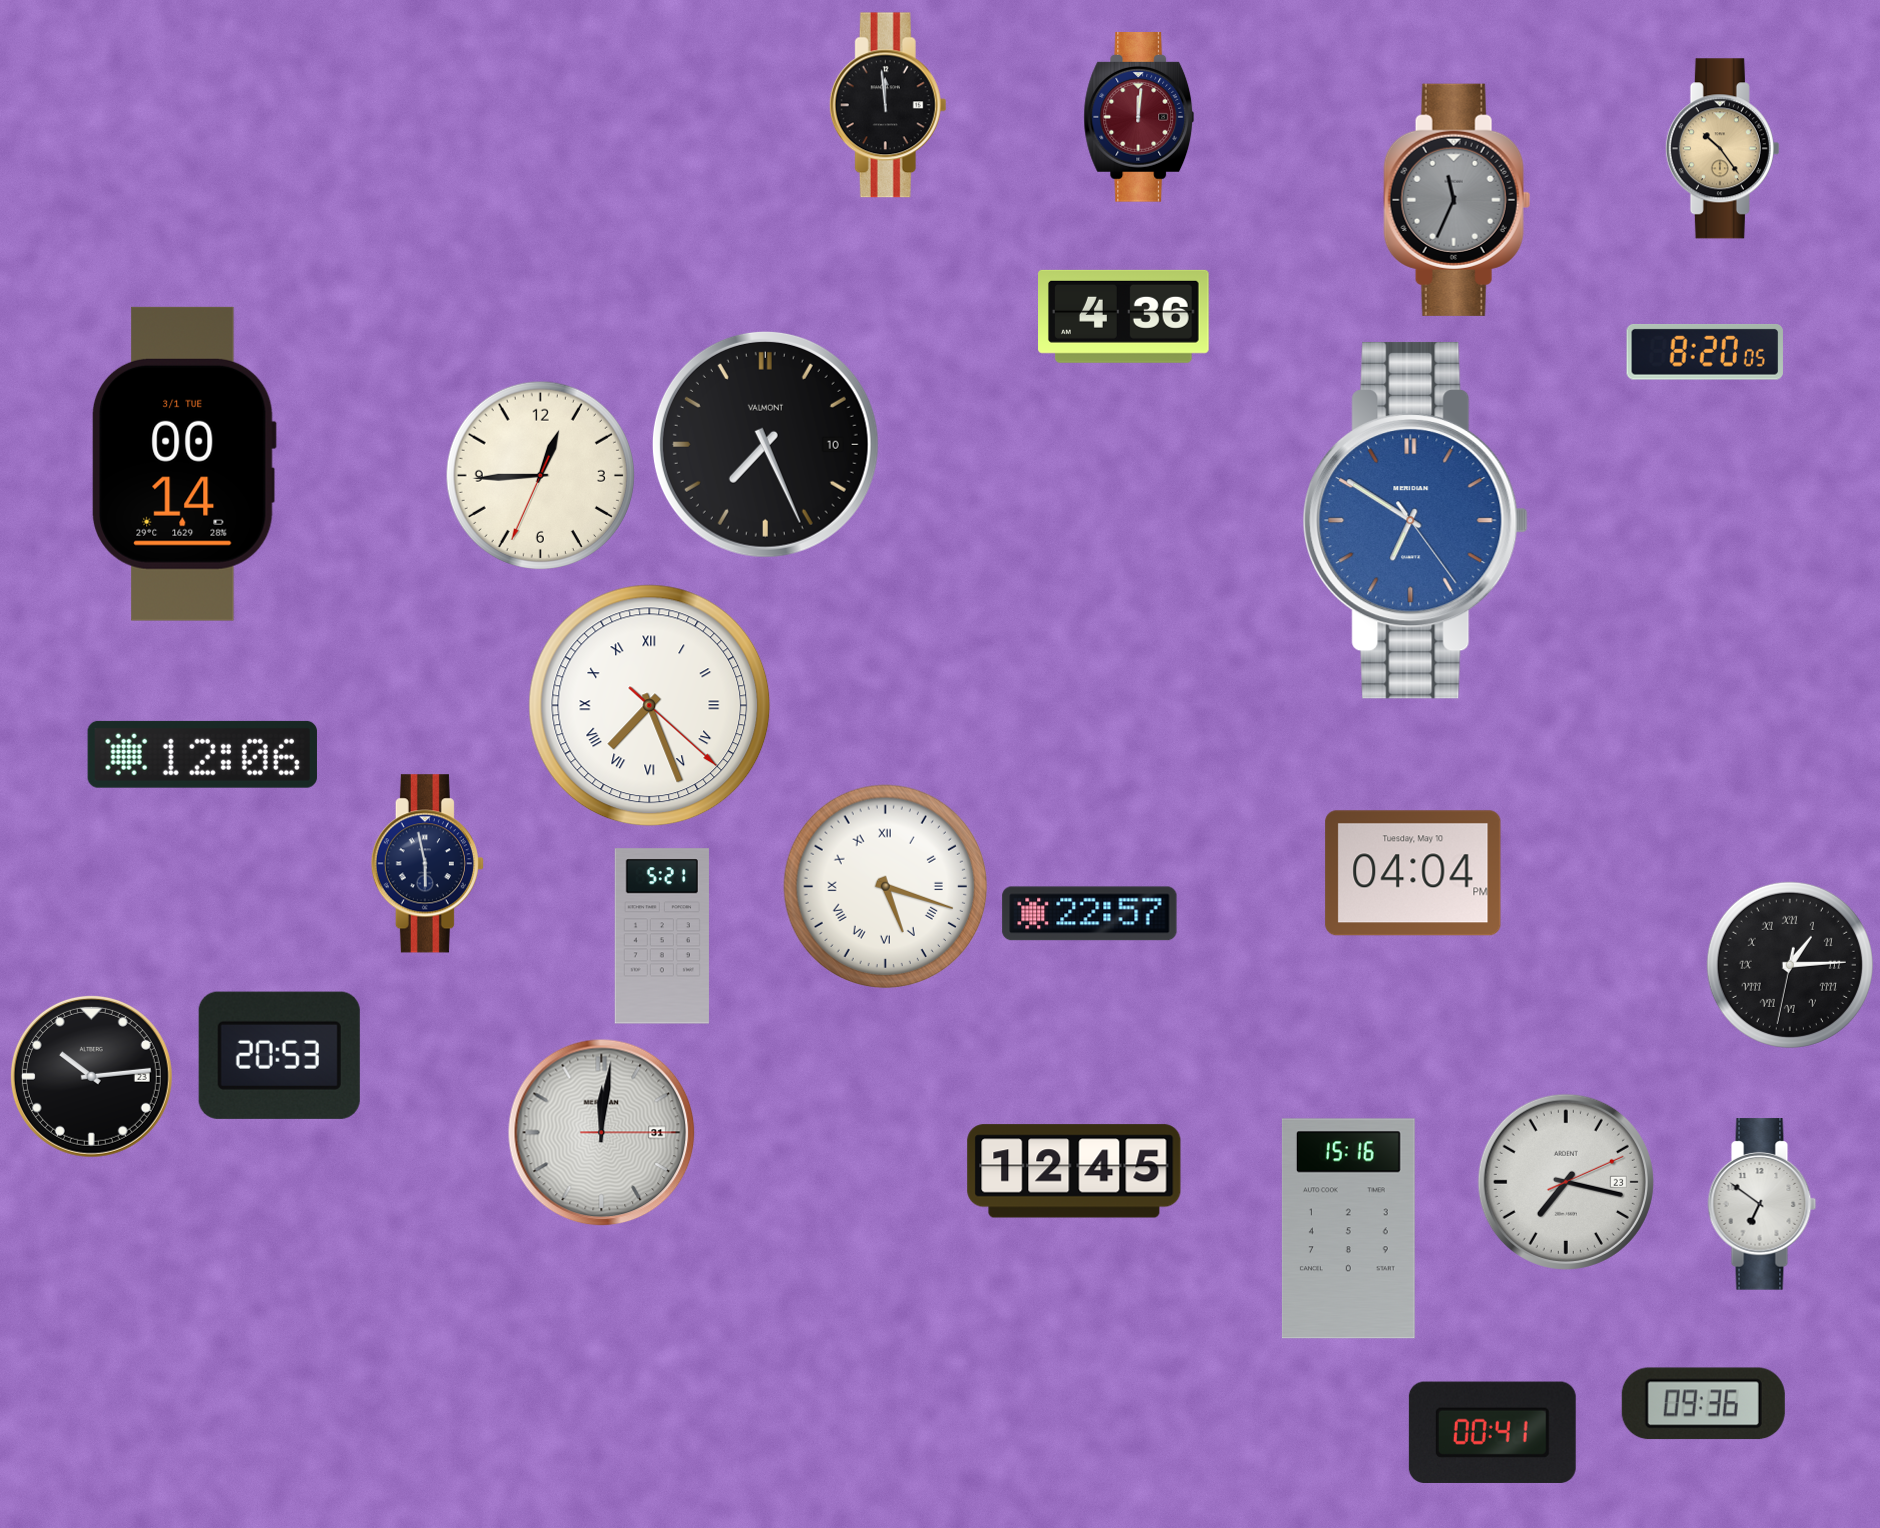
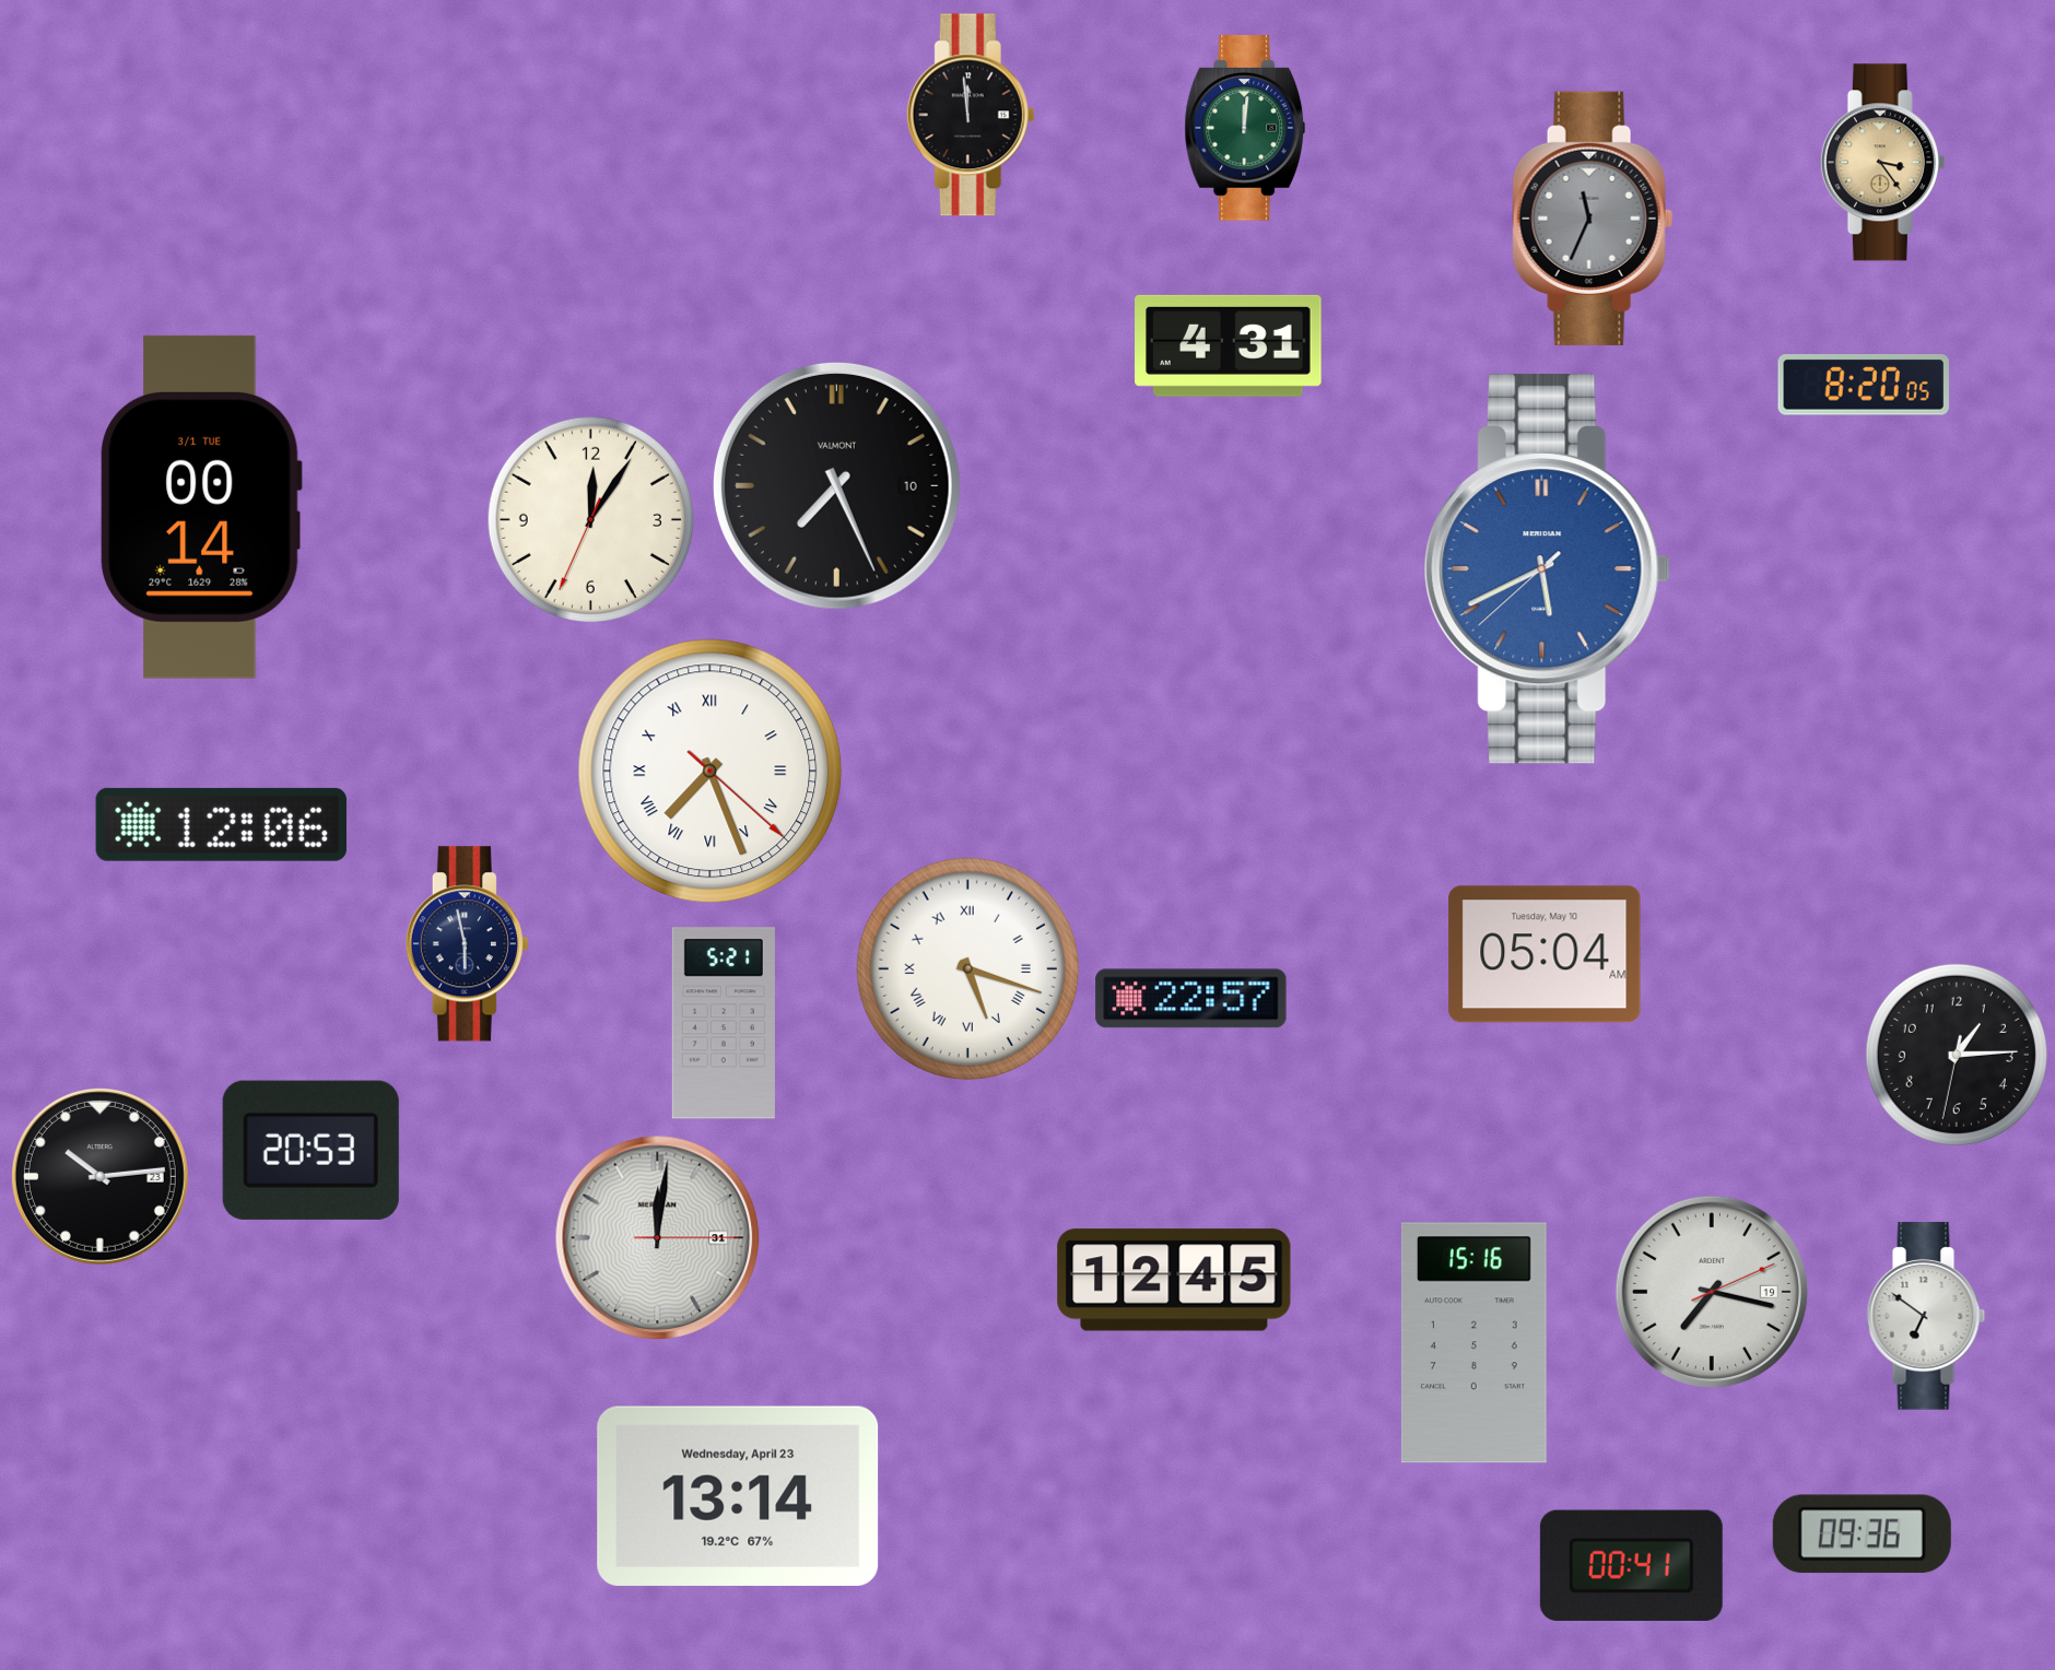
clock at (1139, 118) dial: burgundy -> green
clock at (1722, 149): 10:24 -> 3:24
clock at (1124, 316): 4:36 -> 4:31
clock at (540, 475): 12:44 -> 12:05
clock at (1415, 520): 6:50 -> 5:40
clock at (1413, 873): 04:04 -> 05:04
clock at (1790, 965) numerals: Roman -> Arabic
clock at (279, 1055) position: (279, 1055) -> (310, 1150)
clock at (1566, 1182) date: 23 -> 19
clock at (738, 1496): none -> 13:14
